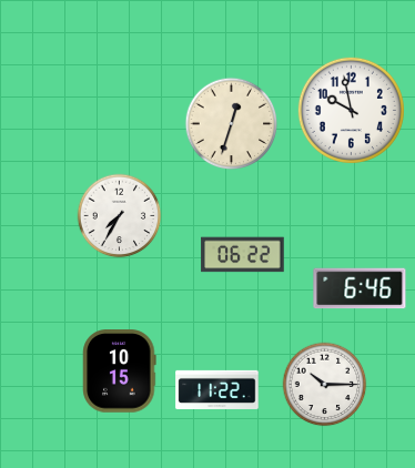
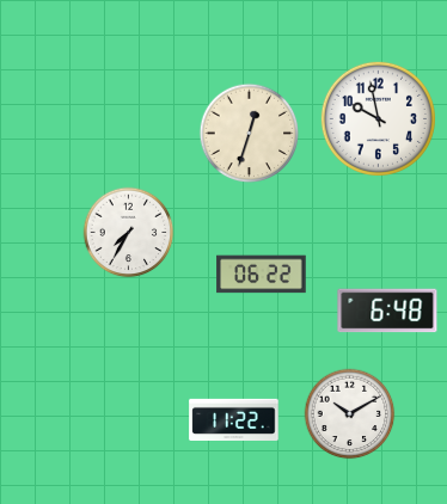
clock at (360, 288): 6:46 -> 6:48
clock at (120, 372): 10:15 -> none
clock at (325, 385): 10:15 -> 10:10
